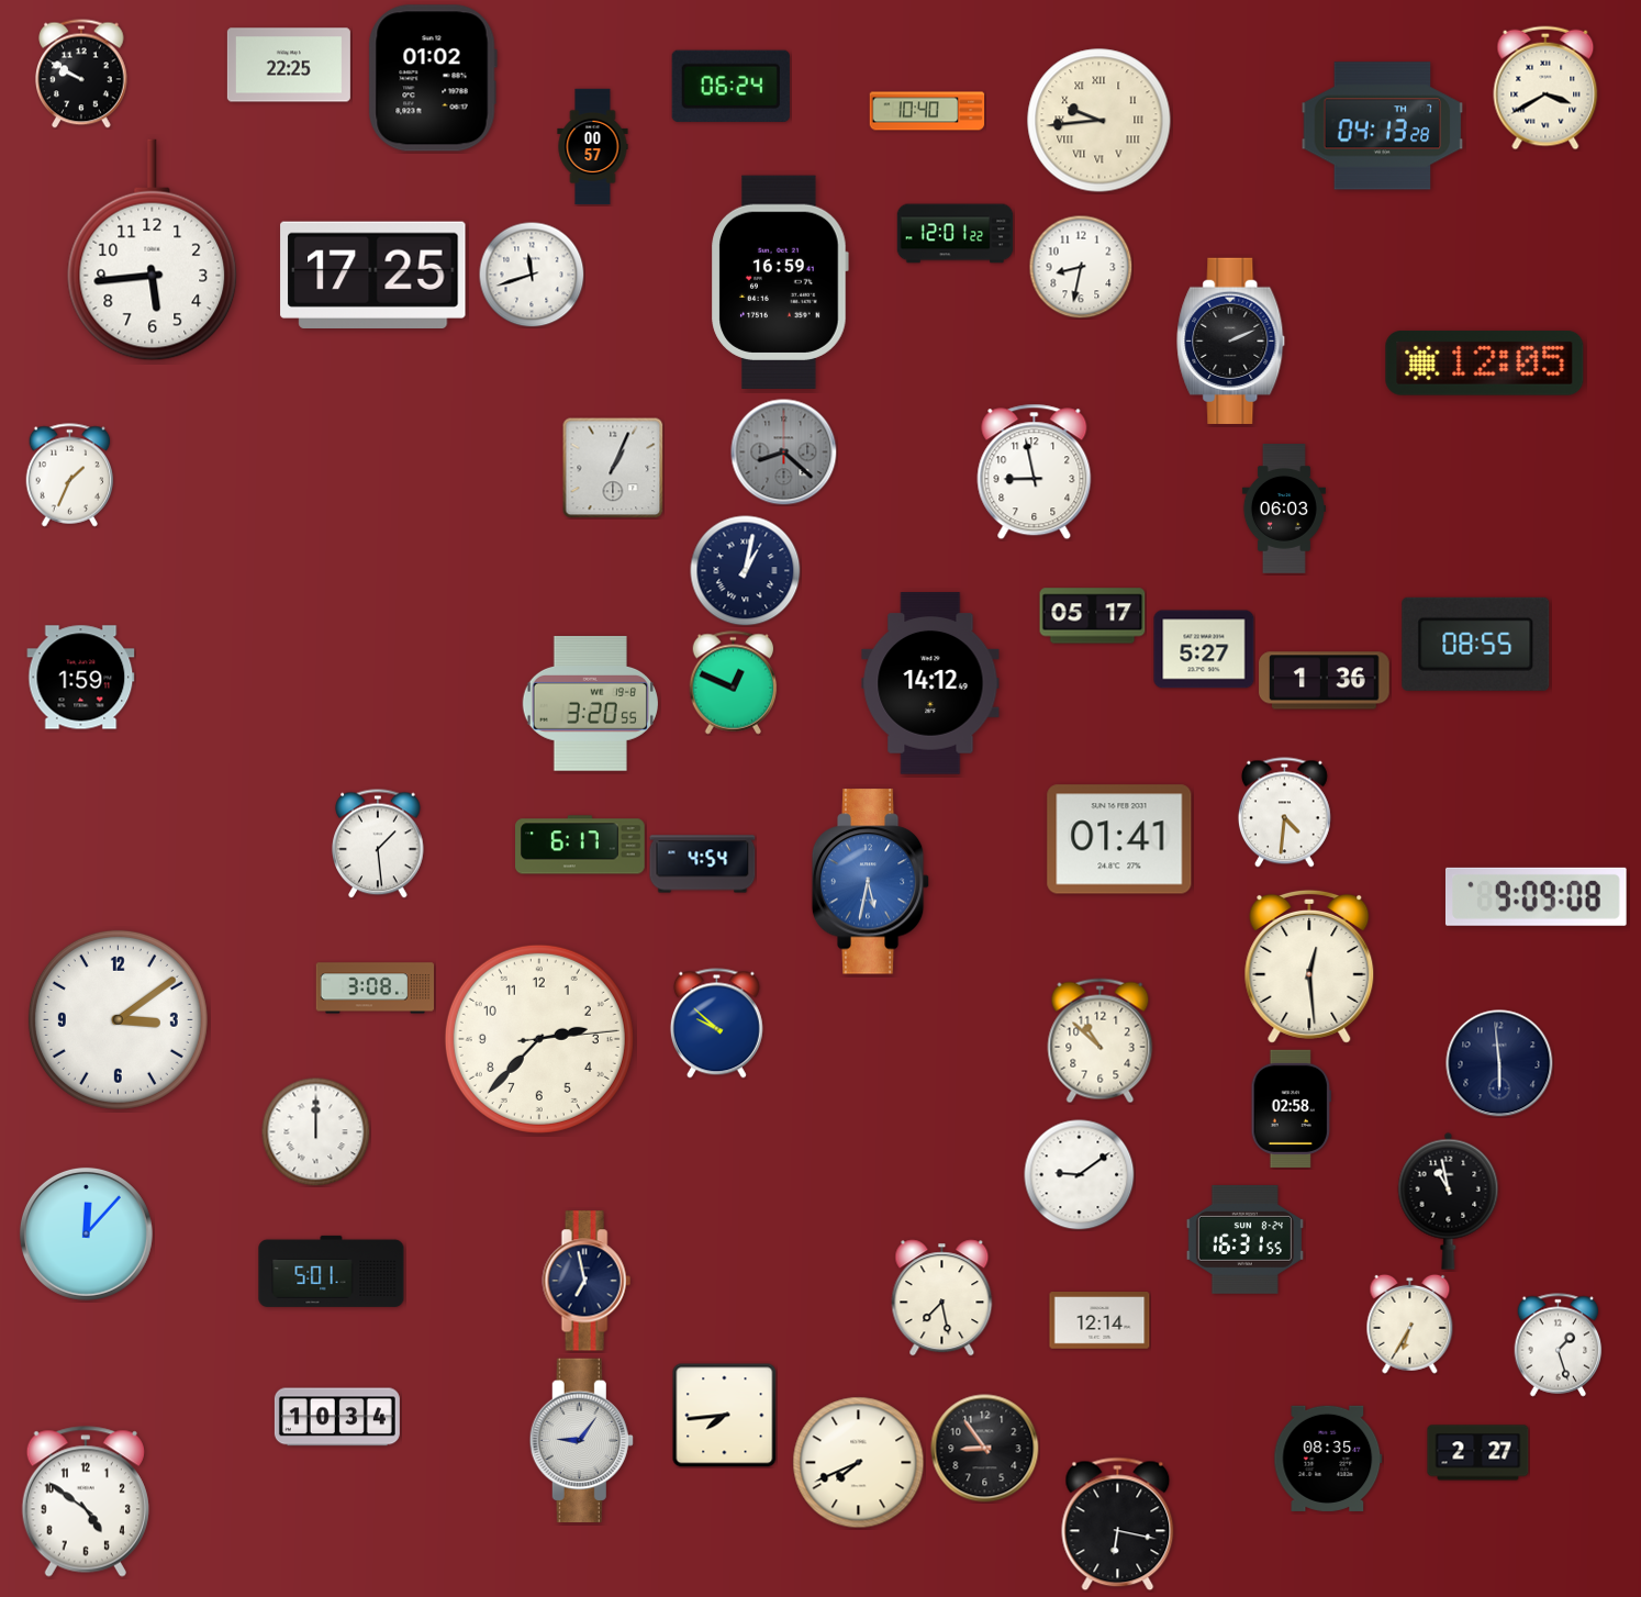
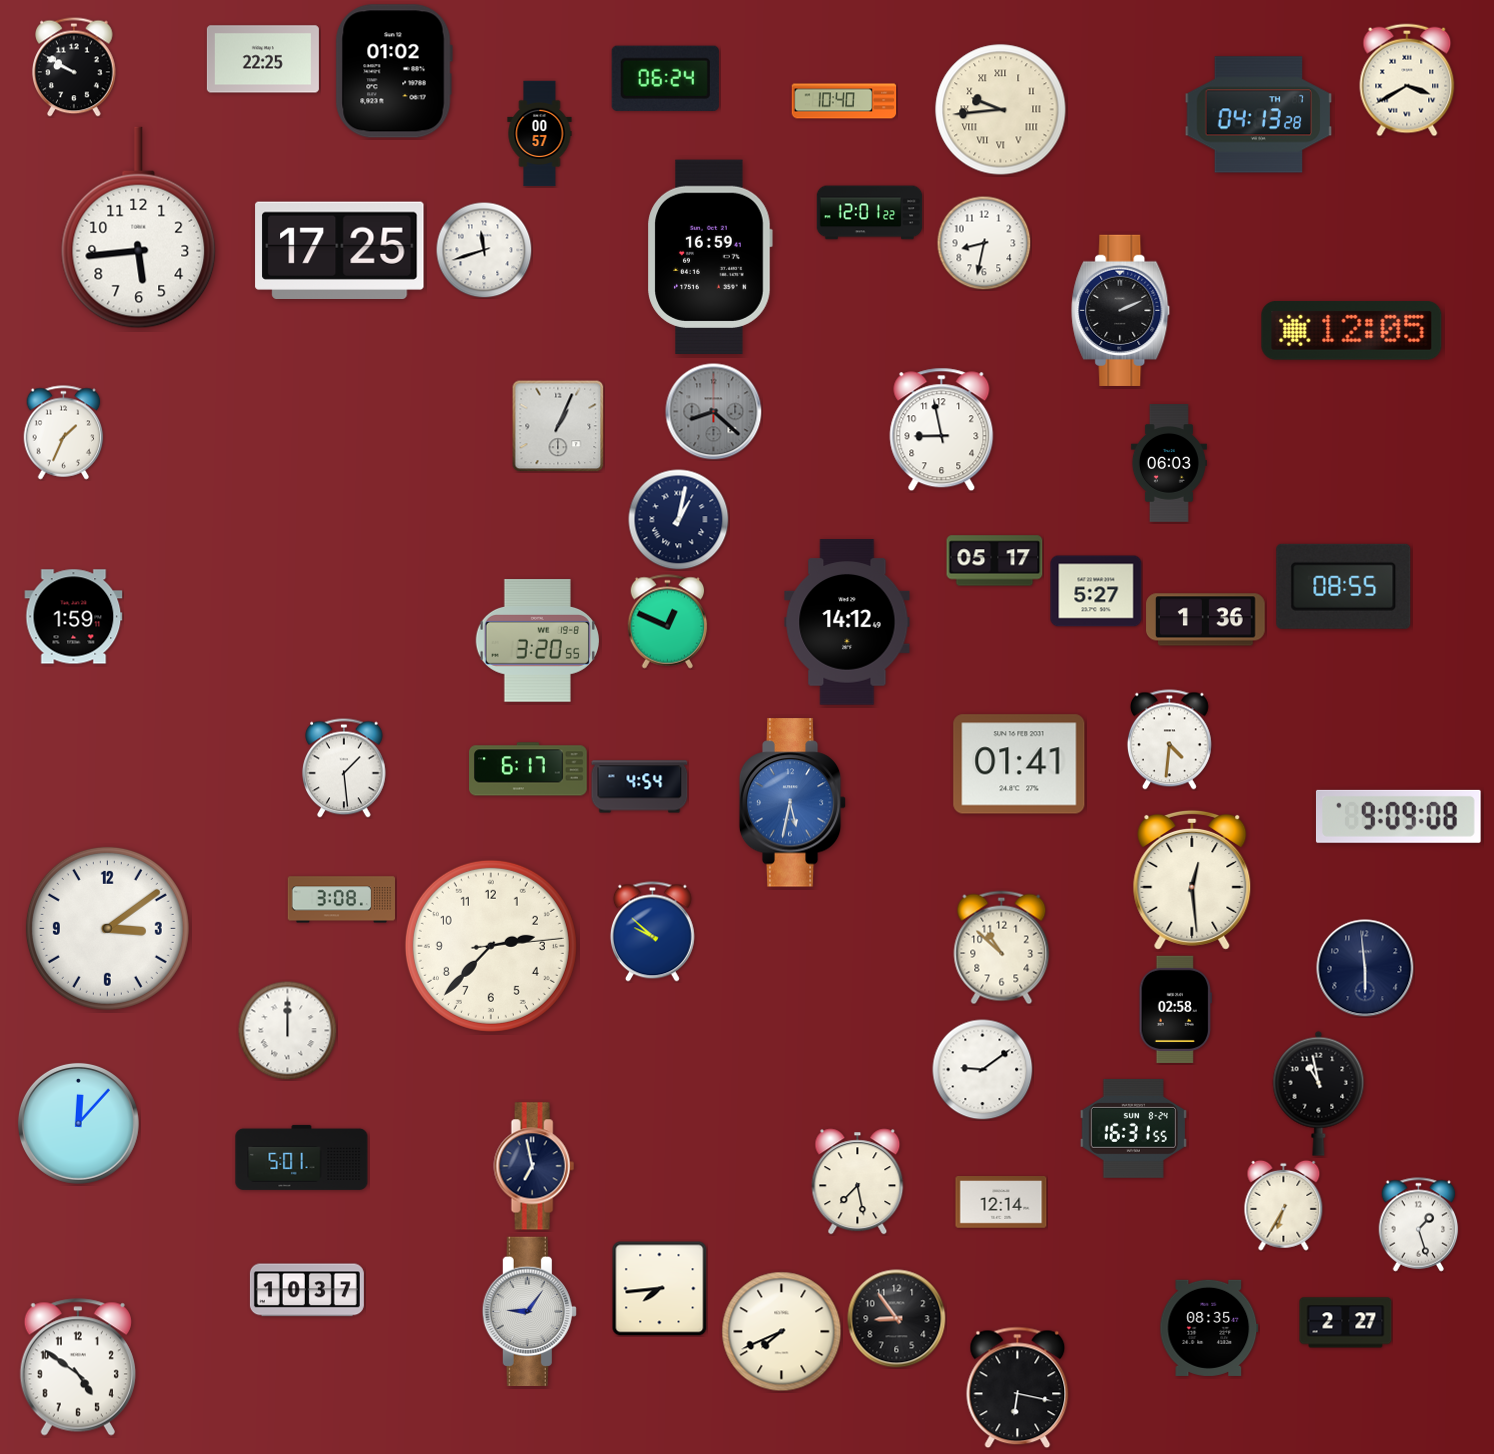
clock at (337, 1417): 10:34 -> 10:37
